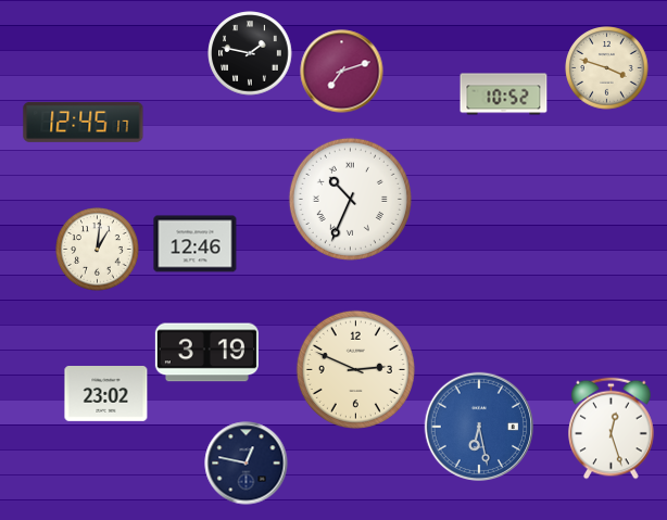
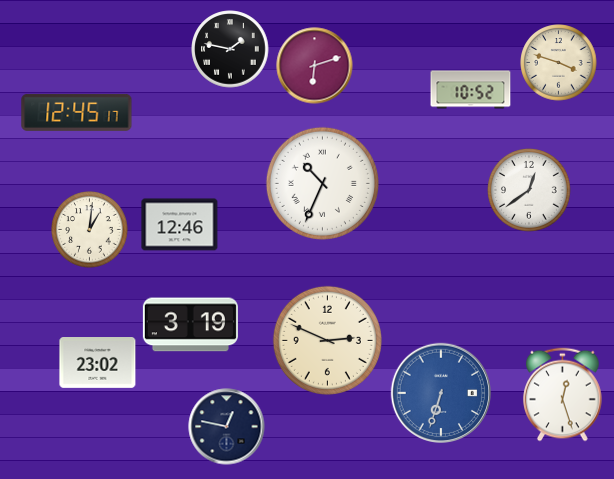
clock at (342, 72): 7:12 -> 6:12
clock at (504, 94) position: (504, 94) -> (471, 90)
clock at (530, 191): none -> 12:39
clock at (478, 426): 6:28 -> 6:33
